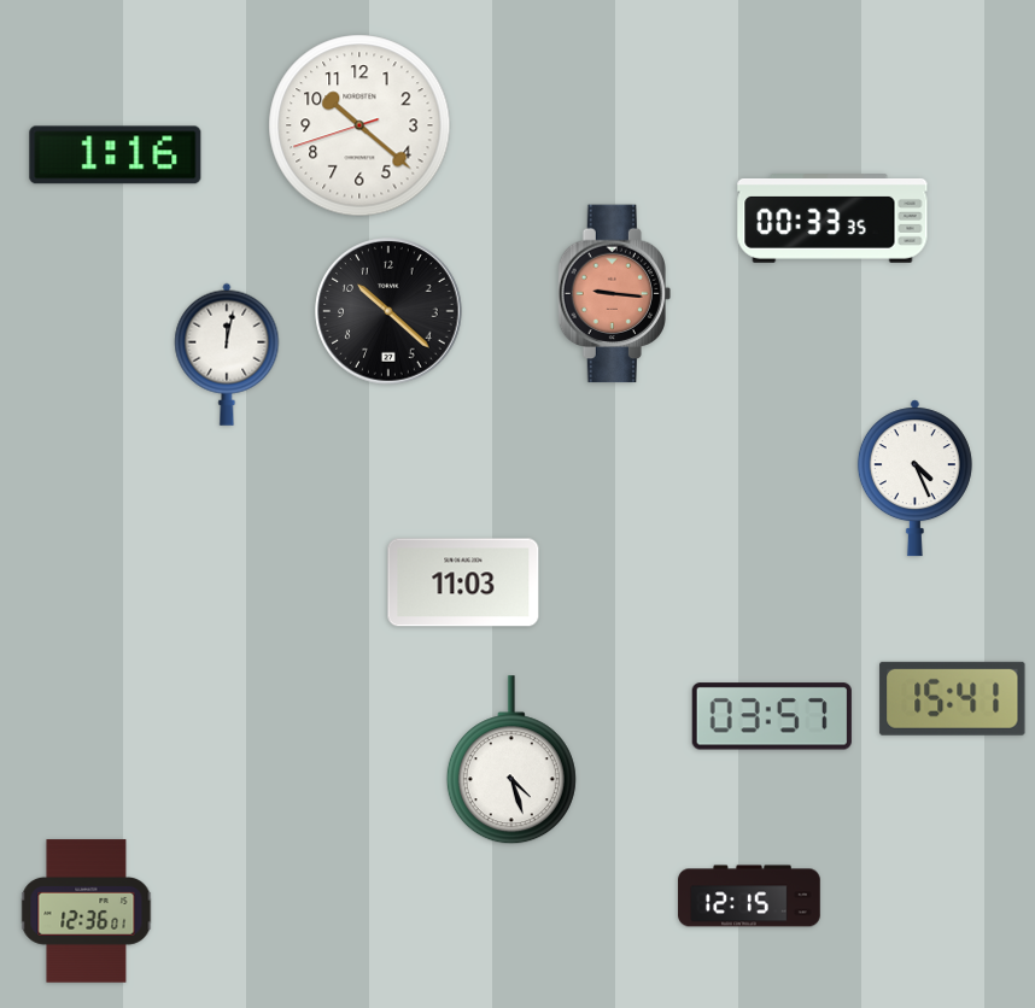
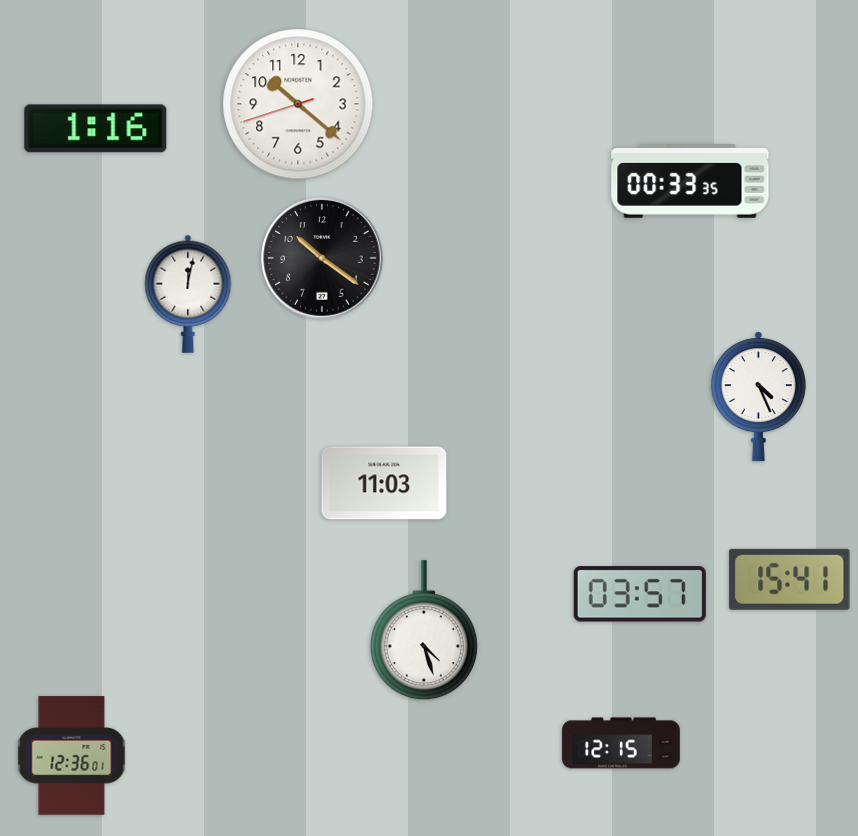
clock at (614, 294): 9:16 -> none
clock at (388, 311): 10:22 -> 10:21
